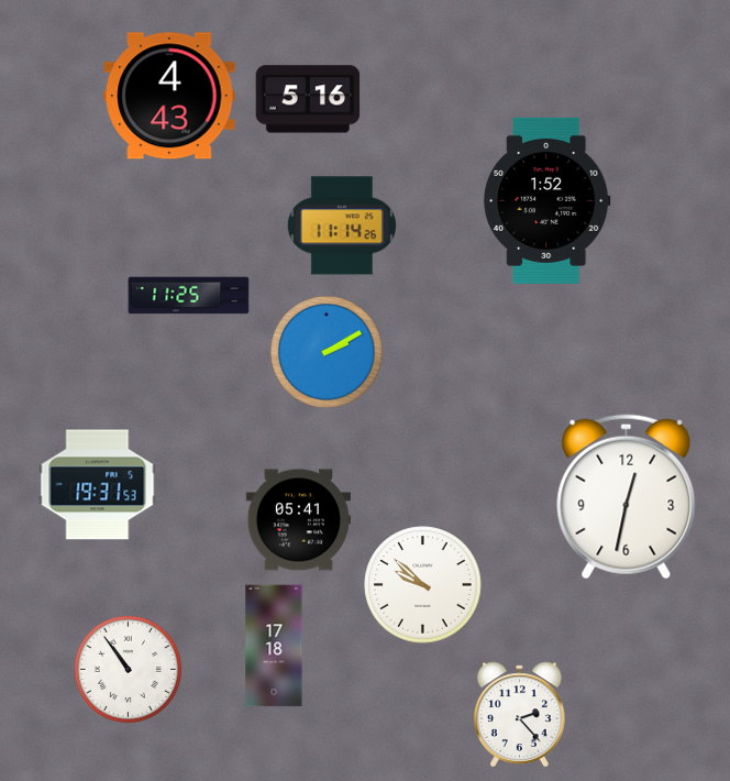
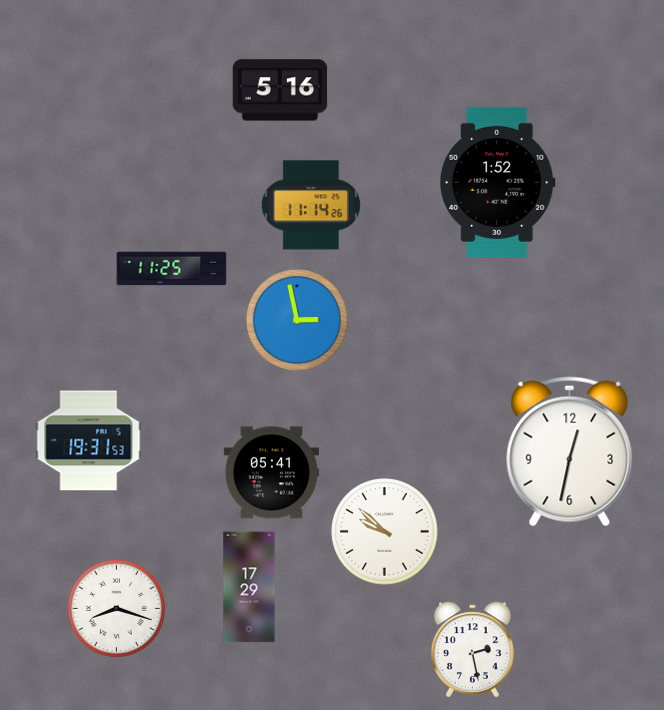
clock at (169, 96): 4:43 -> none
clock at (327, 352): 2:10 -> 2:58
clock at (274, 646): 17:18 -> 17:29
clock at (128, 669): 10:54 -> 8:18
clock at (519, 715): 2:23 -> 2:28
